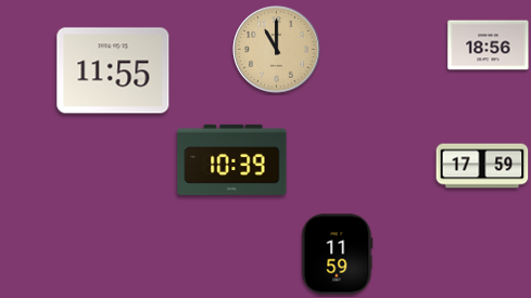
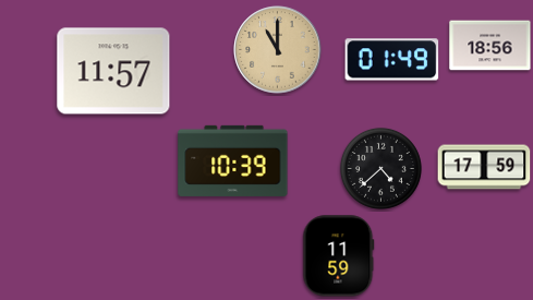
clock at (392, 60): none -> 01:49
clock at (113, 70): 11:55 -> 11:57
clock at (380, 168): none -> 4:38
